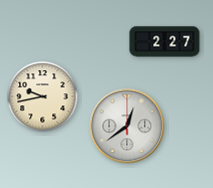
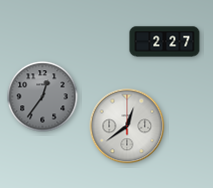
clock at (43, 97): 9:43 -> 12:36
clock at (43, 97) dial: cream -> grey
